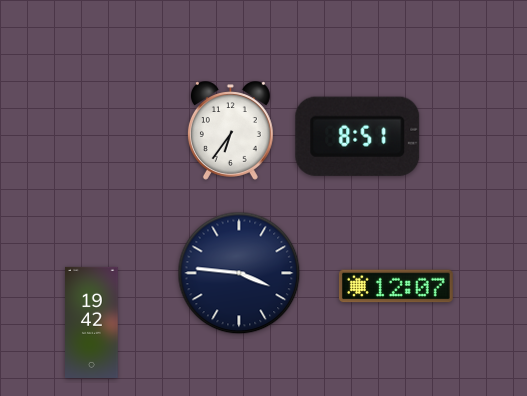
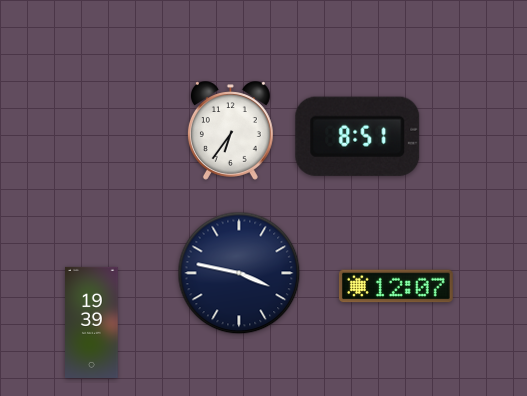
clock at (239, 273): 3:46 -> 3:47
clock at (92, 322): 19:42 -> 19:39
